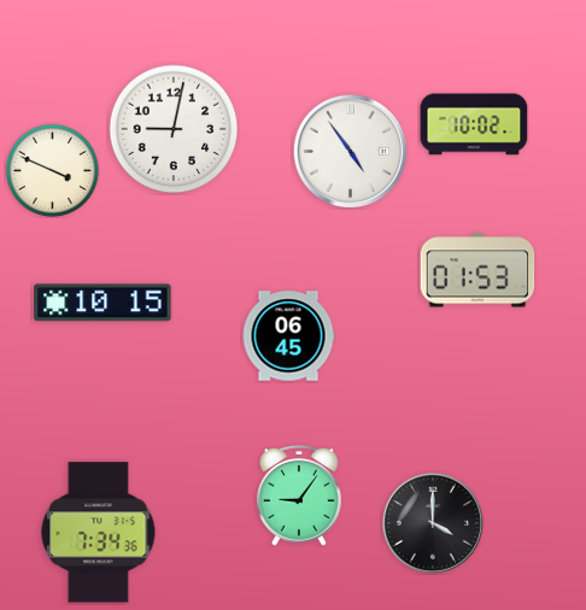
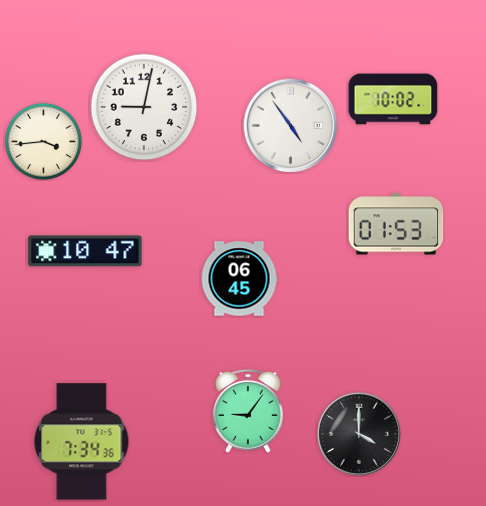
clock at (474, 124) position: (474, 124) -> (393, 99)
clock at (52, 170): 3:49 -> 3:44
clock at (102, 303): 10:15 -> 10:47
